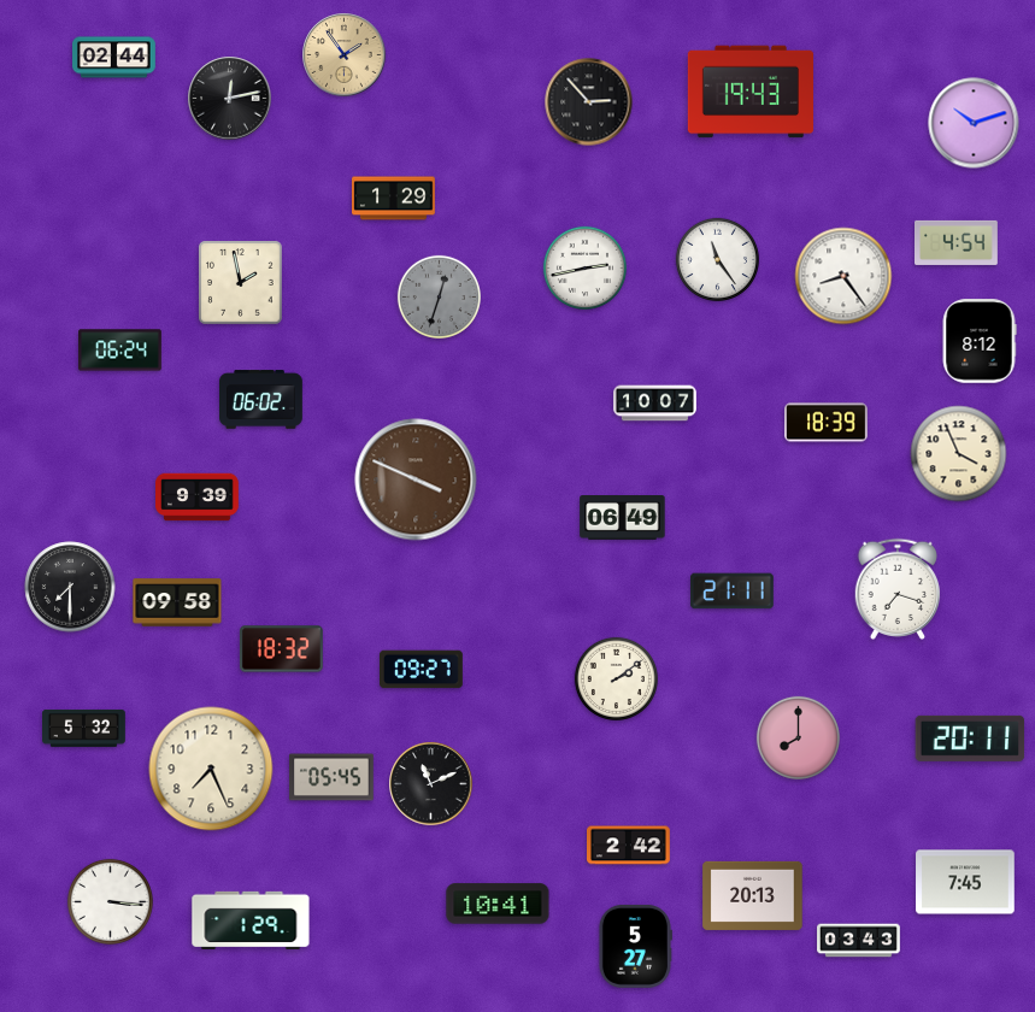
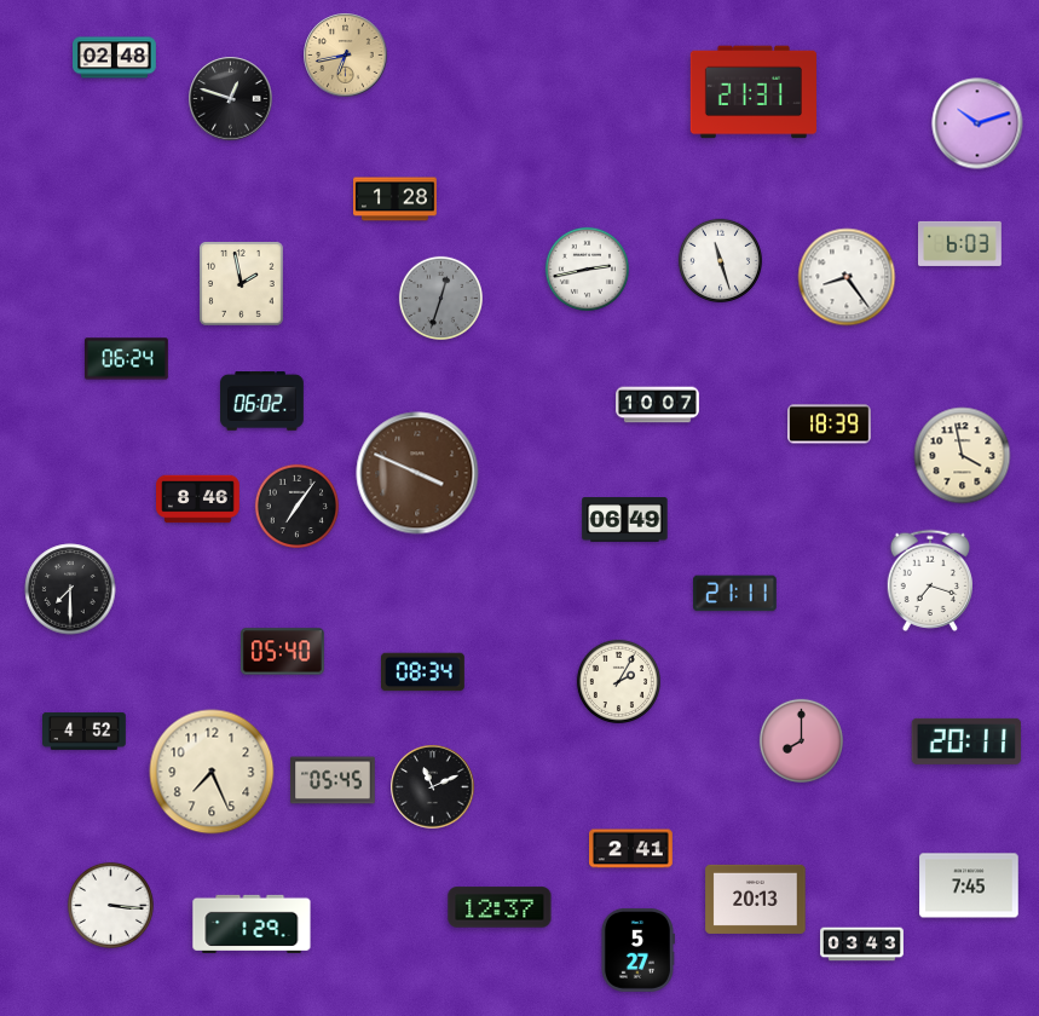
clock at (345, 55): 1:54 -> 6:43
clock at (114, 58): 02:44 -> 02:48
clock at (751, 92): 19:43 -> 21:31
clock at (230, 99): 12:13 -> 12:48
clock at (589, 102): 2:53 -> none
clock at (394, 199): 1:29 -> 1:28
clock at (957, 242): 4:54 -> 6:03
clock at (717, 259): 11:24 -> 11:27
clock at (980, 341): 8:12 -> none
clock at (120, 351) position: (120, 351) -> (127, 359)
clock at (959, 454): 3:56 -> 3:58
clock at (416, 479) position: (416, 479) -> (417, 473)
clock at (198, 498): 9:39 -> 8:46
clock at (296, 506): none -> 7:06
clock at (896, 589) position: (896, 589) -> (929, 581)
clock at (177, 602): 09:58 -> none
clock at (282, 649): 18:32 -> 05:40
clock at (422, 670): 09:27 -> 08:34
clock at (616, 678): 2:09 -> 2:05
clock at (84, 728): 5:32 -> 4:52
clock at (970, 739) position: (970, 739) -> (966, 741)
clock at (629, 846): 2:42 -> 2:41
clock at (498, 904): 10:41 -> 12:37
